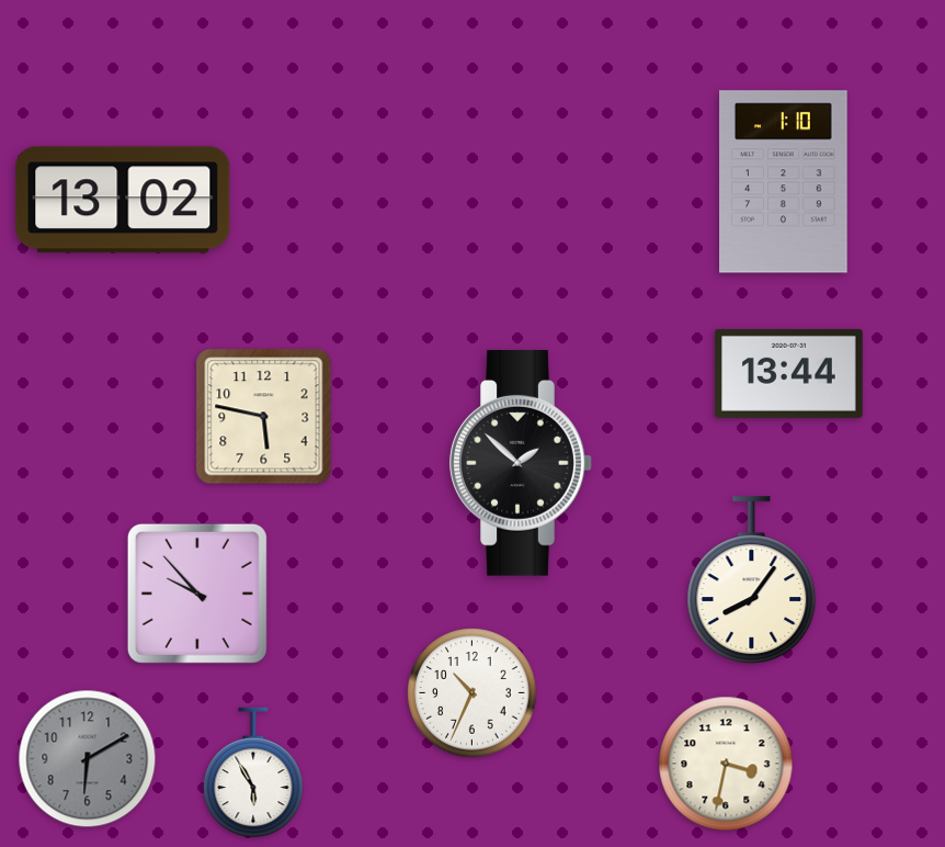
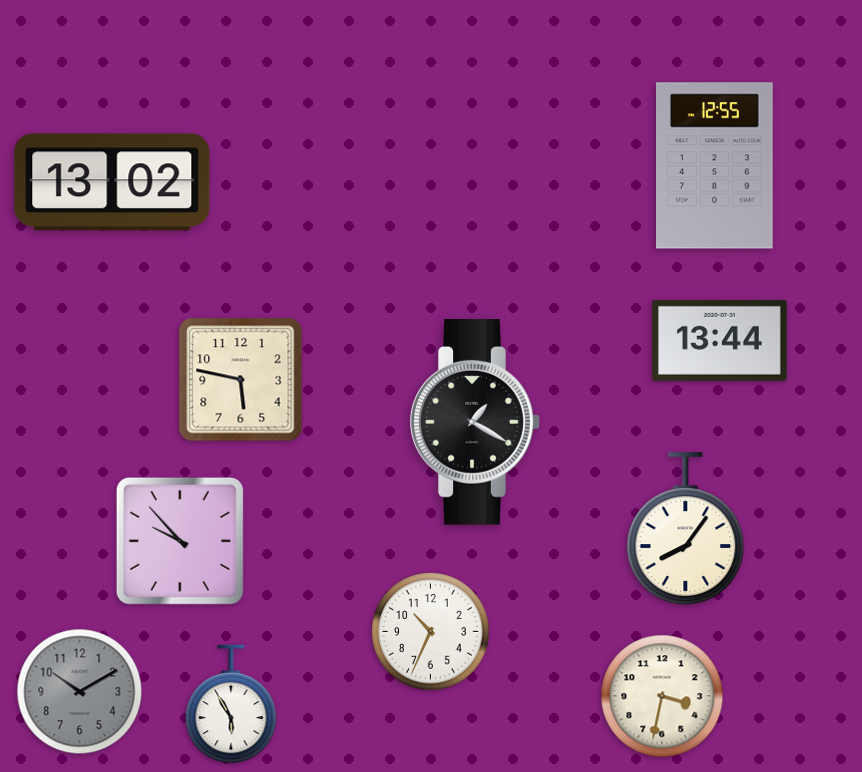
clock at (784, 182): 1:10 -> 12:55
clock at (521, 464): 1:52 -> 1:20
clock at (88, 759): 6:10 -> 10:10
